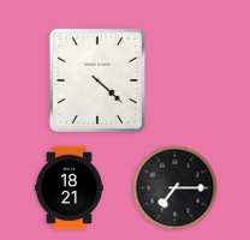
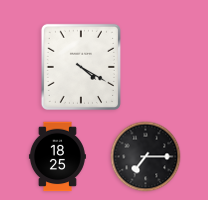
clock at (97, 80): 4:22 -> 4:20
clock at (69, 188): 18:21 -> 18:25
